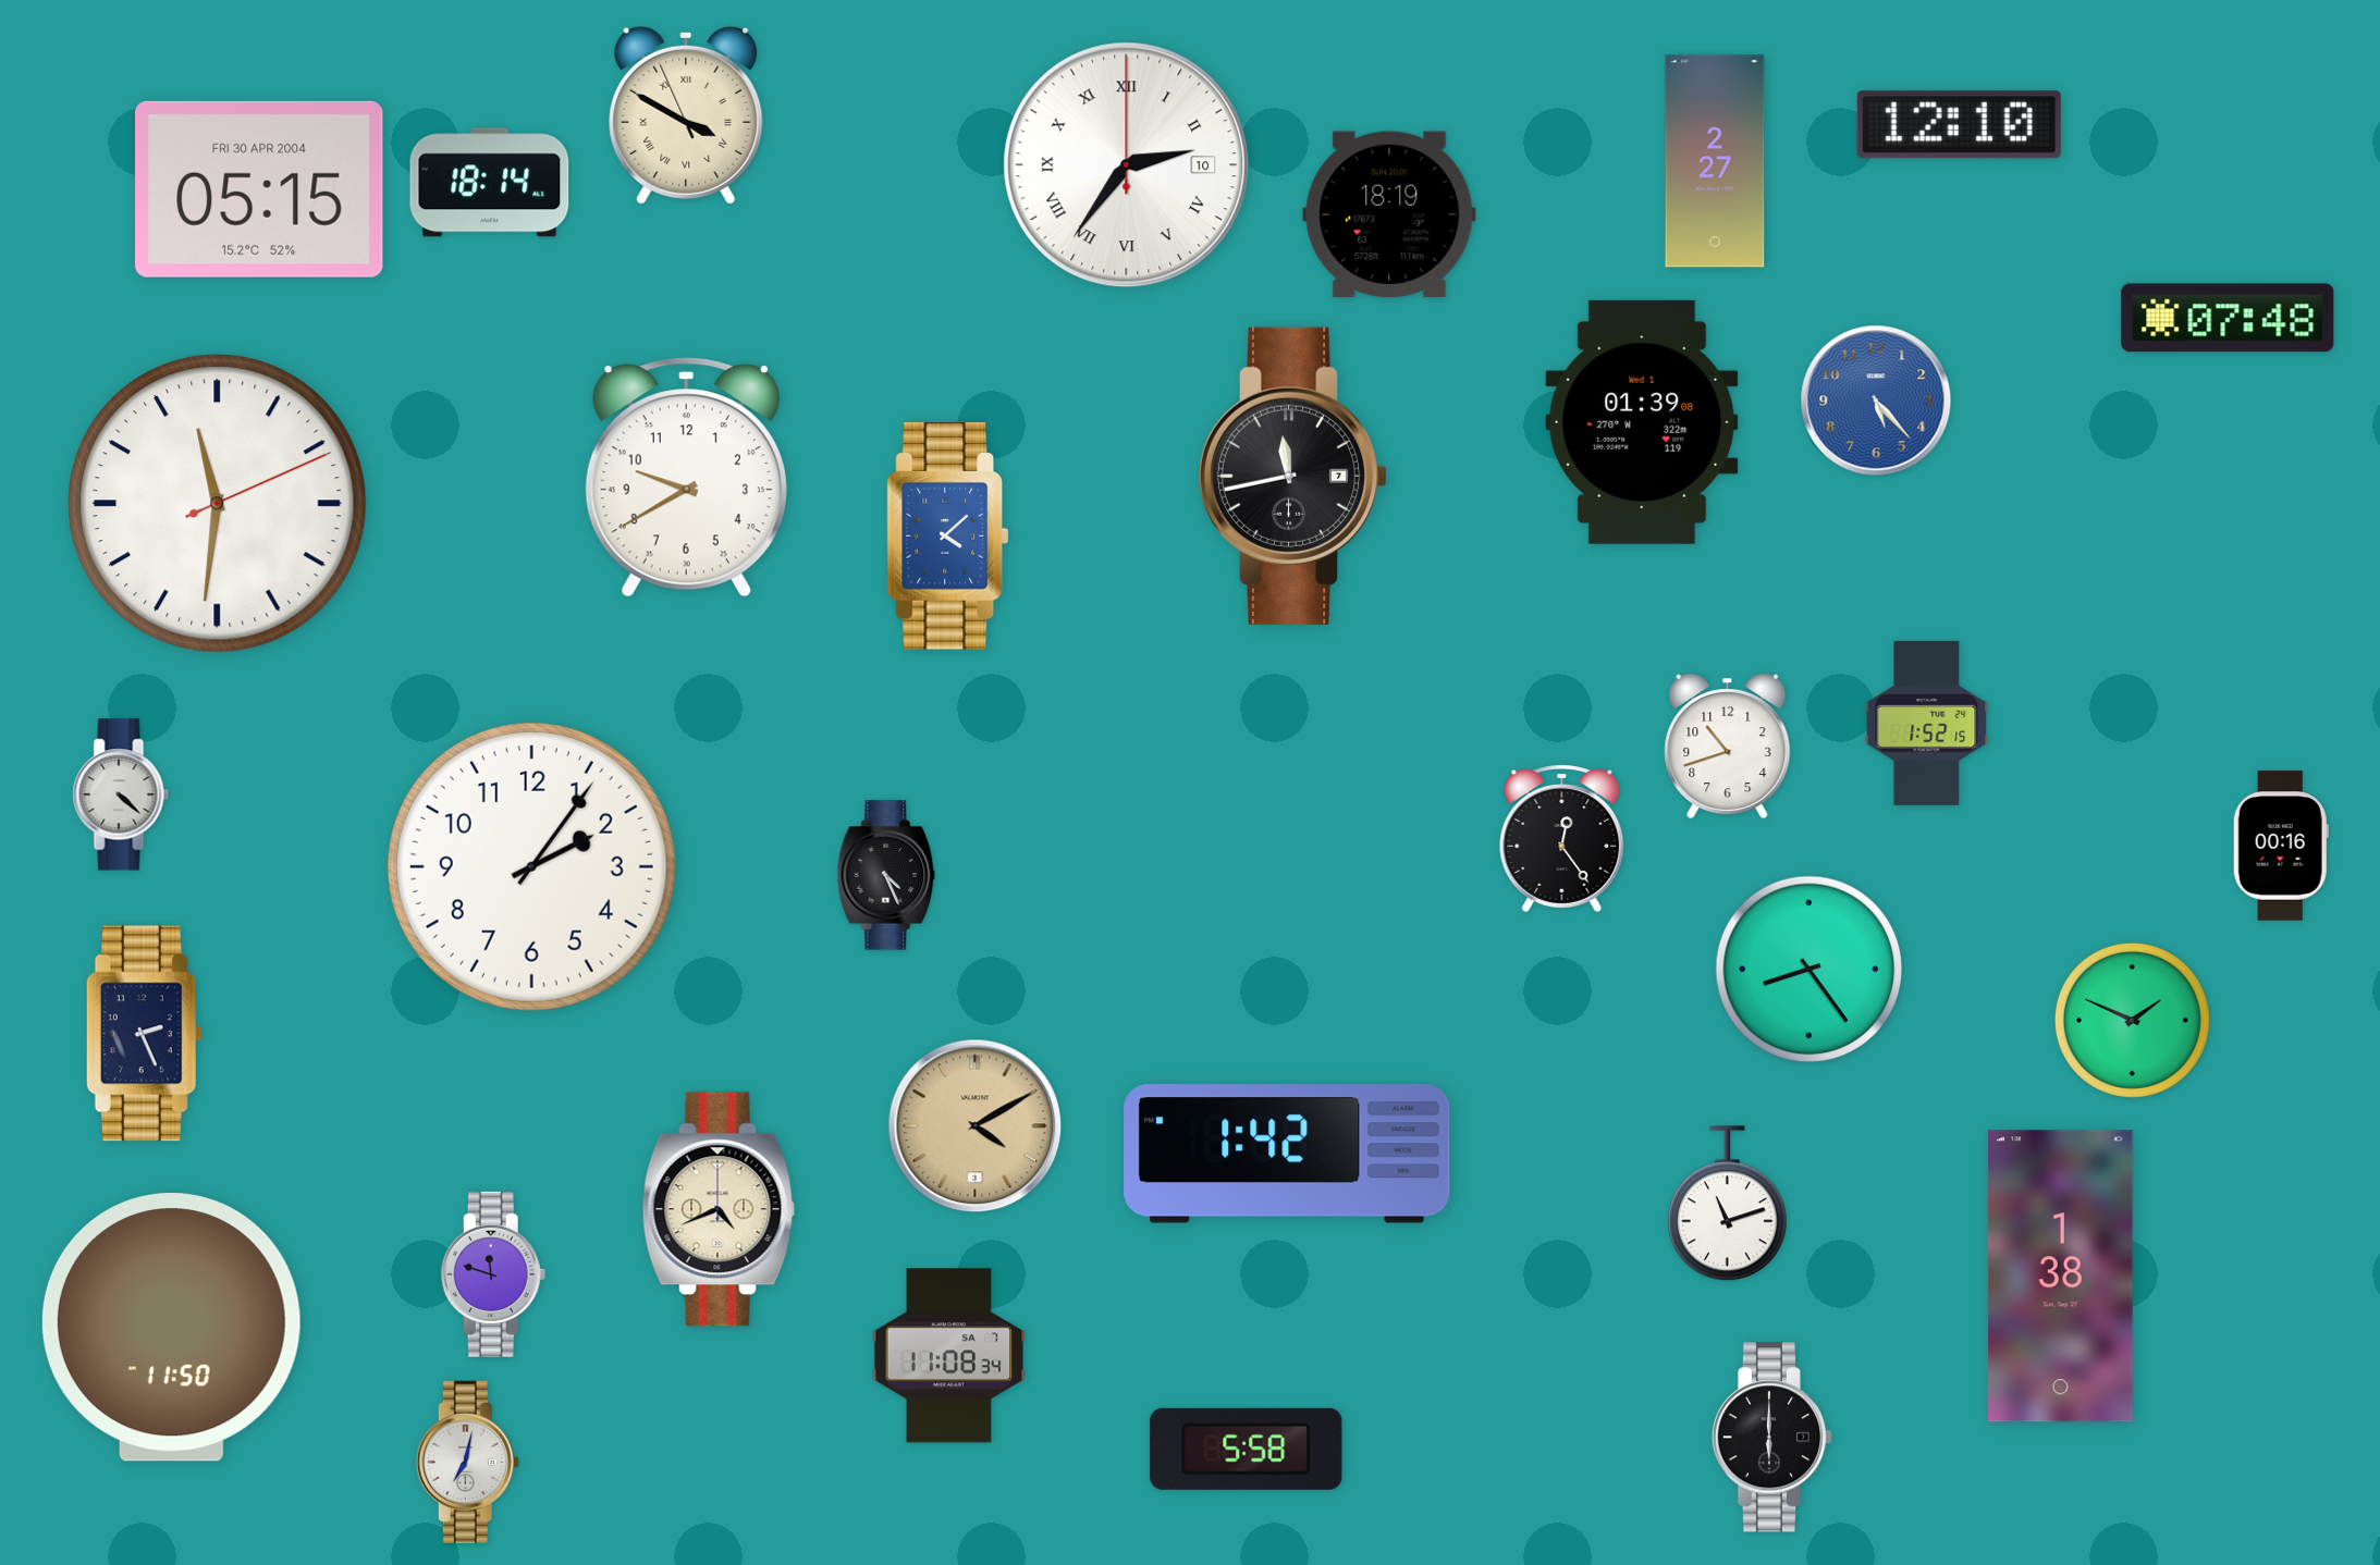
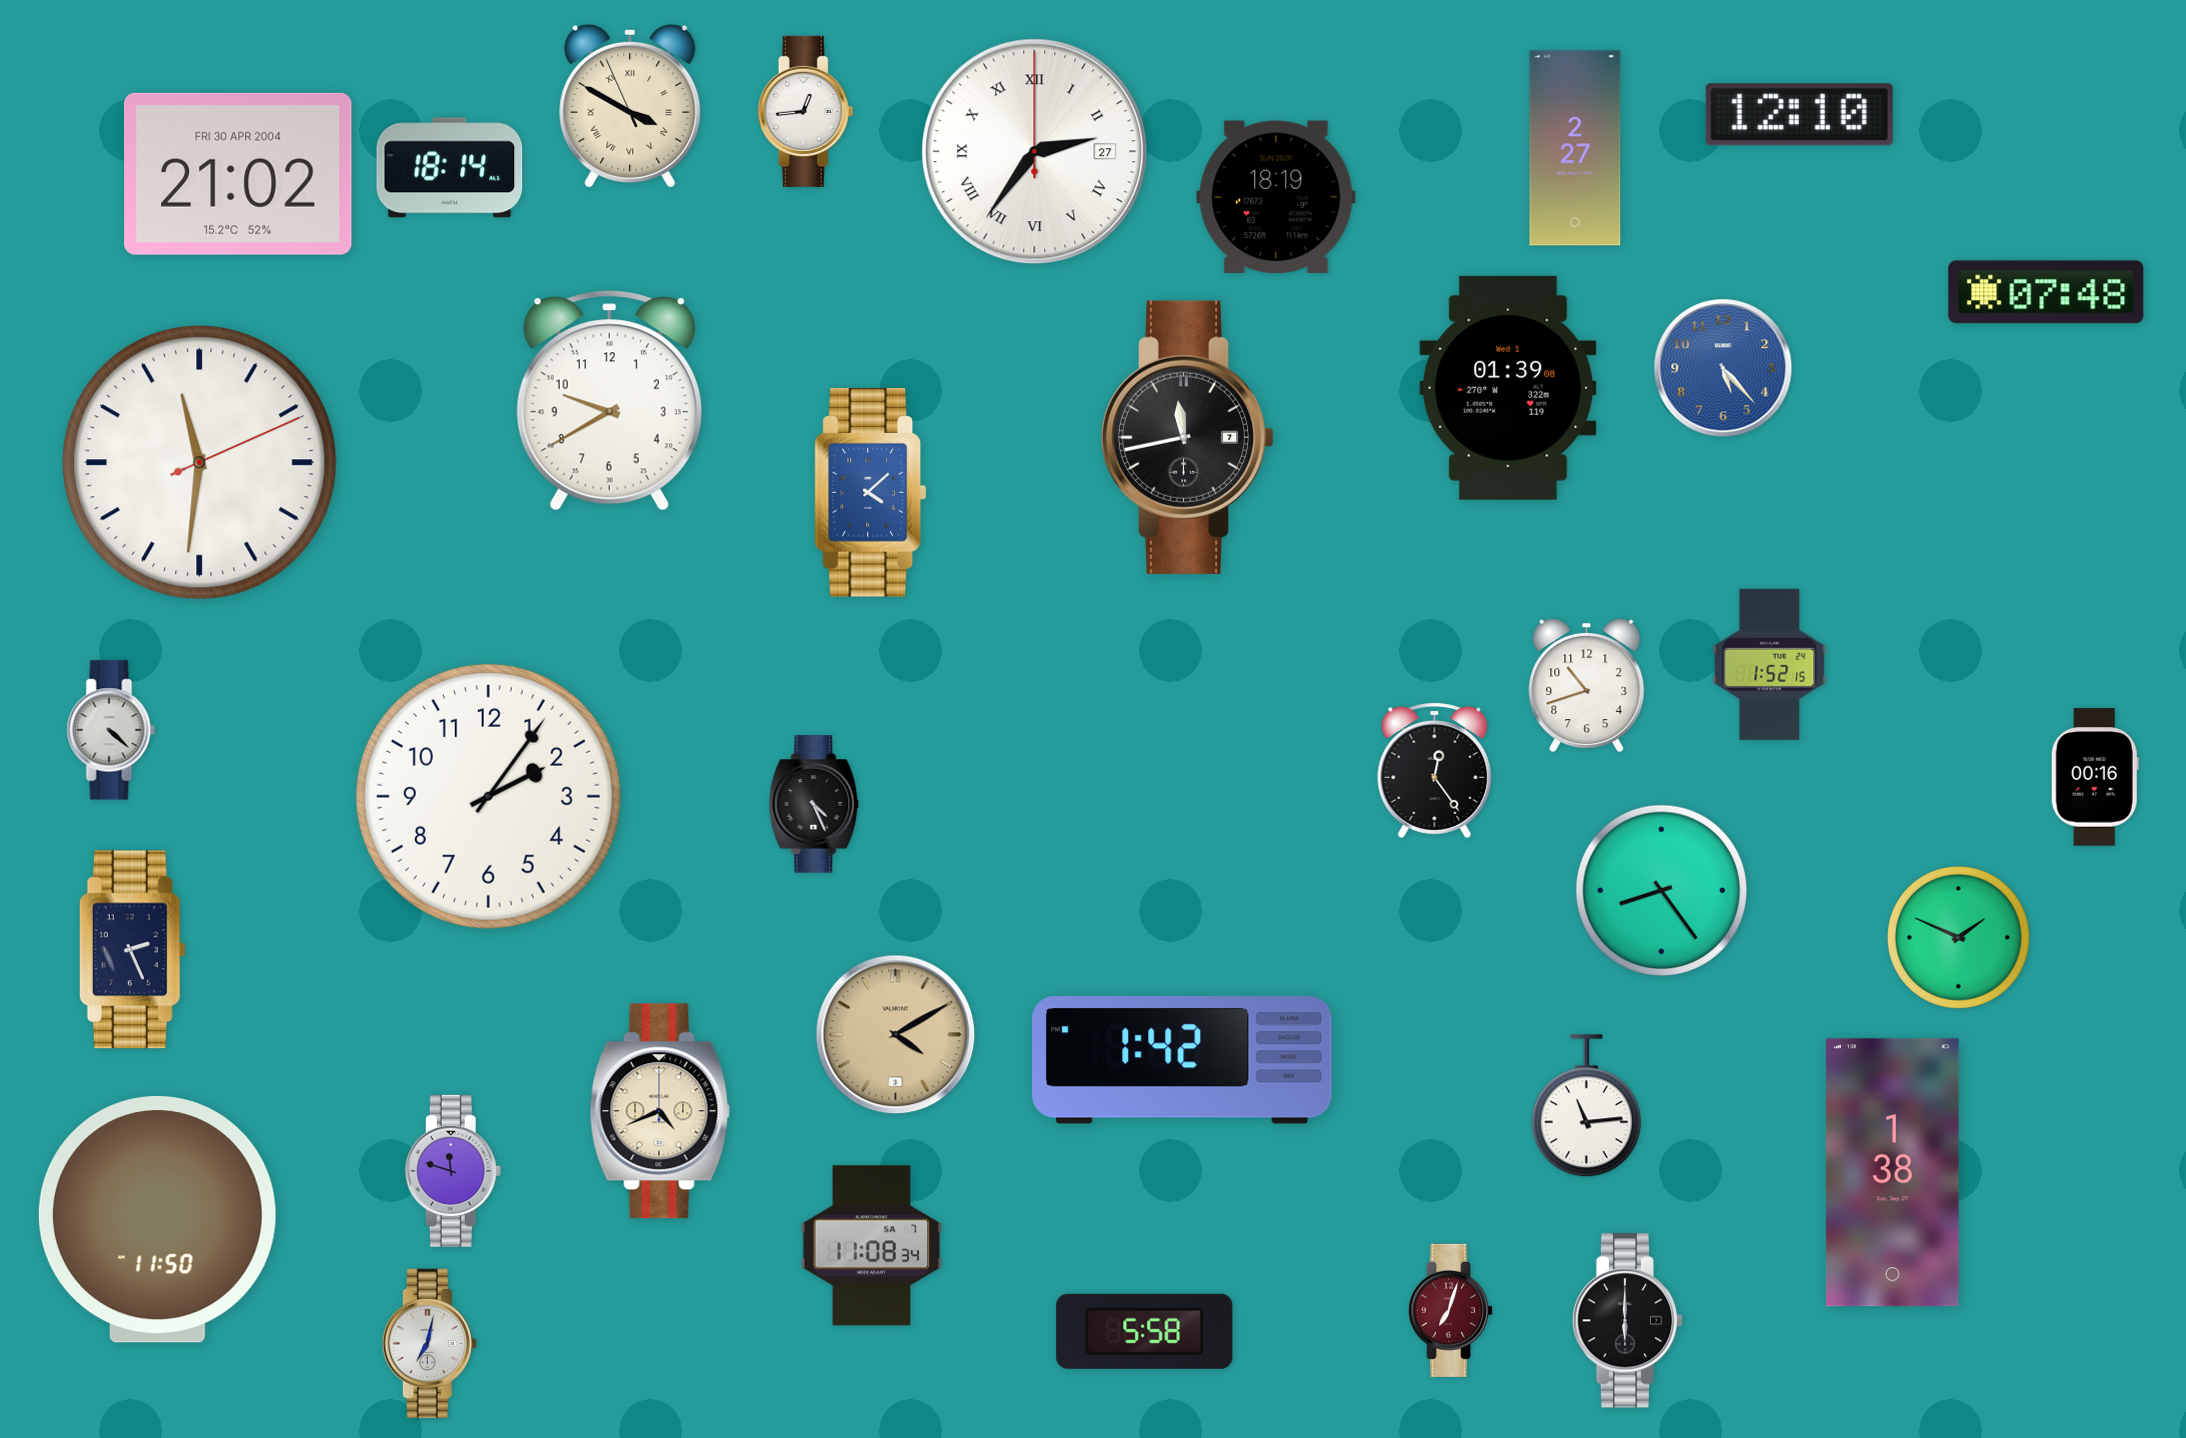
clock at (806, 111): none -> 12:44
clock at (1127, 165) date: 10 -> 27
clock at (260, 189): 05:15 -> 21:02
clock at (686, 478) position: (686, 478) -> (609, 401)
clock at (1727, 1204): 11:12 -> 11:14
clock at (1451, 1310): none -> 7:03
